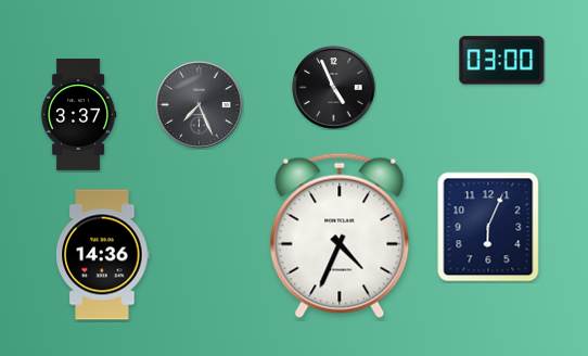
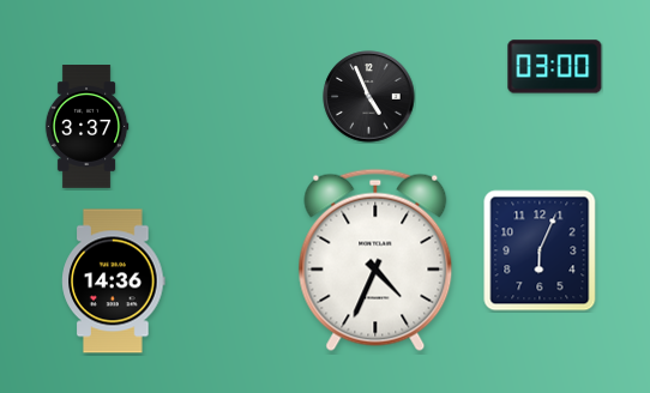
clock at (200, 105): 7:26 -> none
